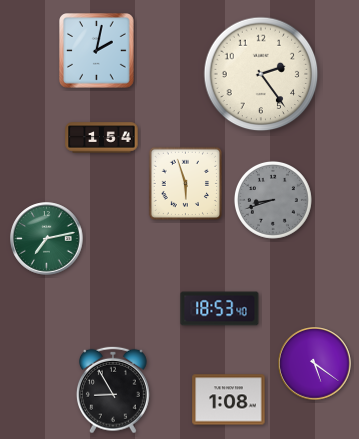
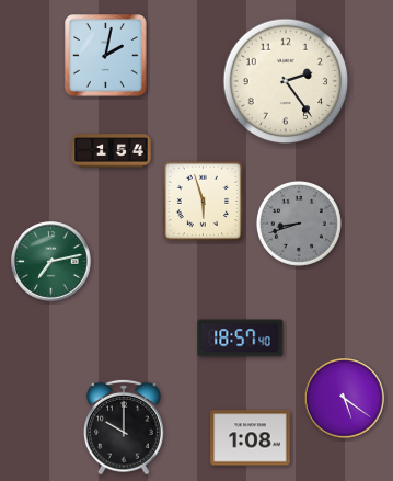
clock at (273, 200) position: (273, 200) -> (299, 224)
clock at (220, 309): 18:53 -> 18:57
clock at (113, 390): 8:55 -> 10:00
